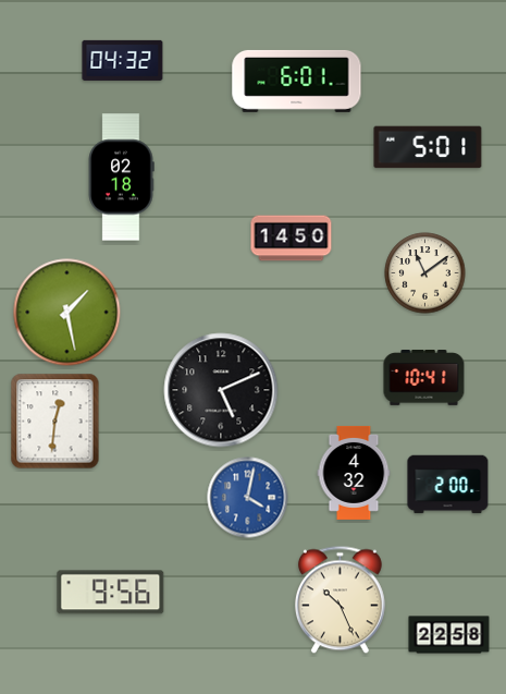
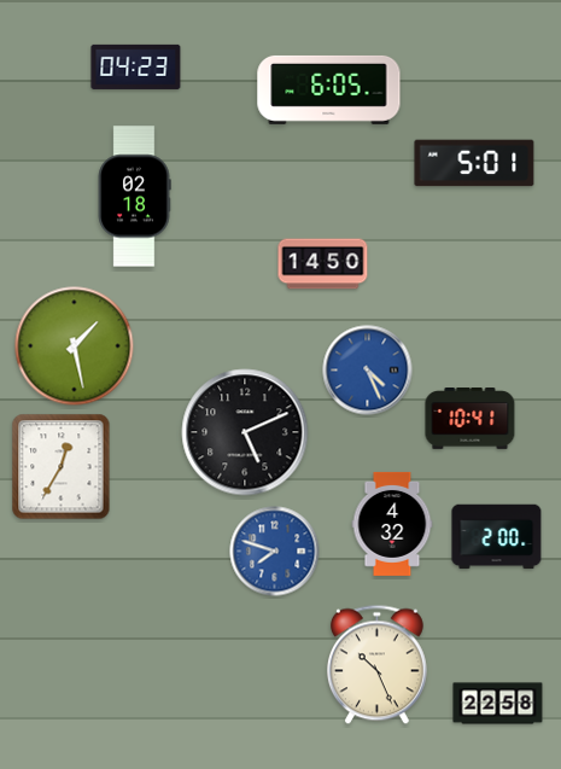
clock at (123, 60): 04:32 -> 04:23
clock at (297, 81): 6:01 -> 6:05
clock at (425, 273): 11:09 -> none
clock at (368, 371): none -> 4:26
clock at (55, 422): 12:31 -> 12:35
clock at (248, 498): 4:02 -> 7:48
clock at (111, 593): 9:56 -> none
